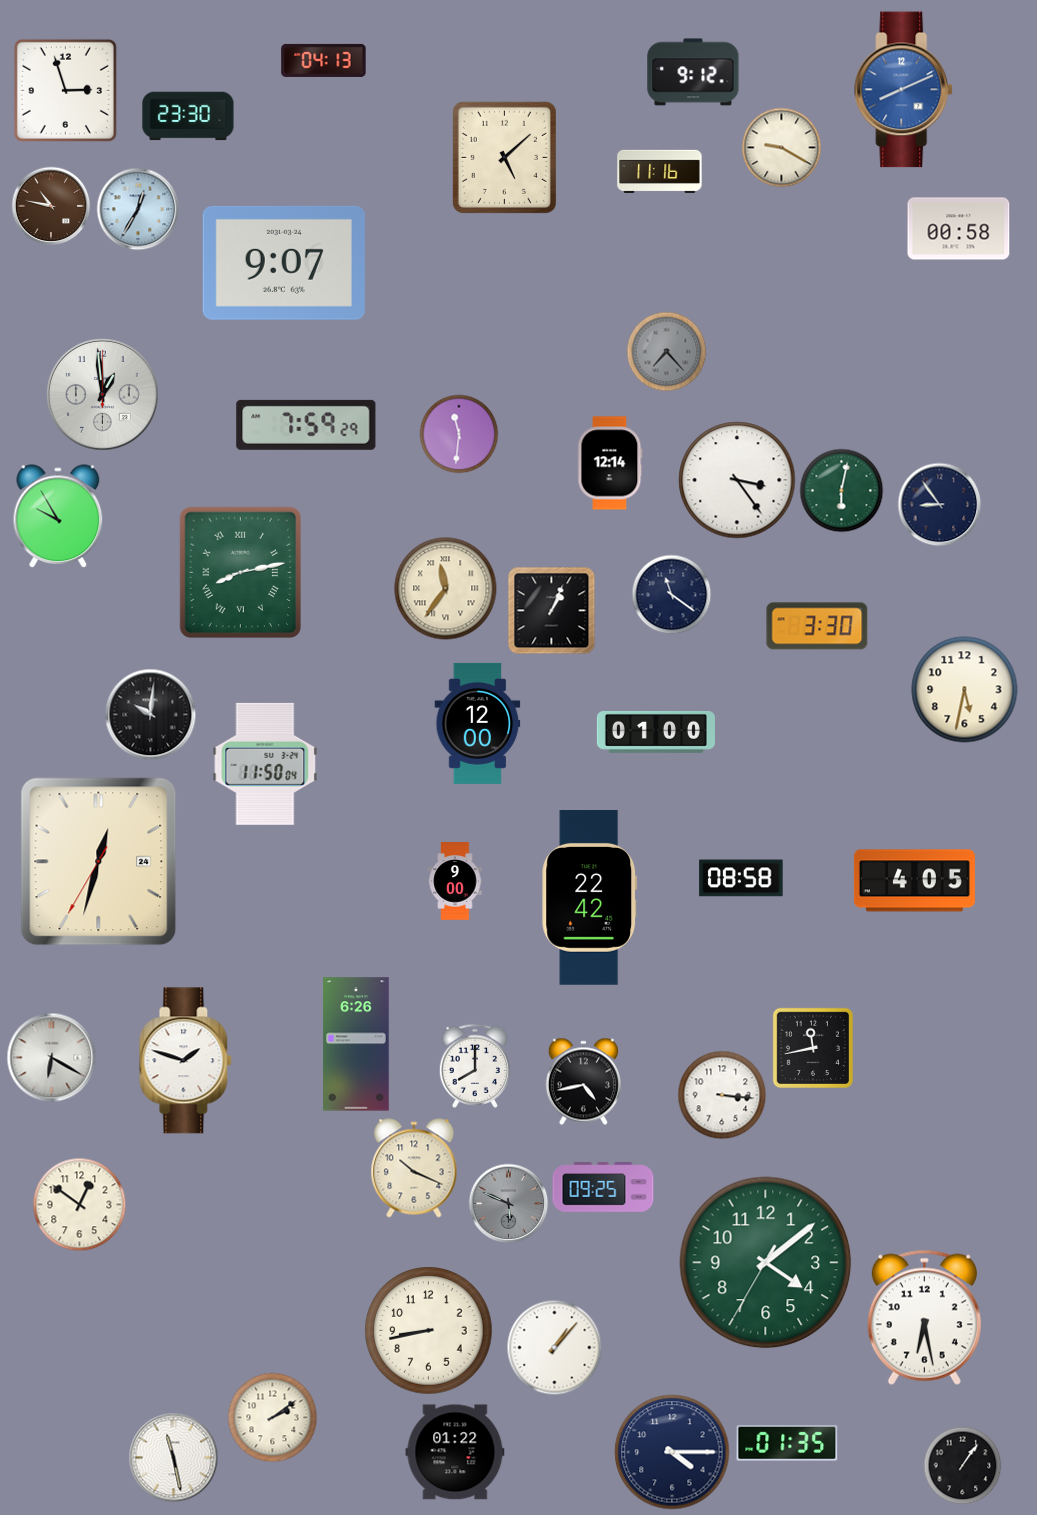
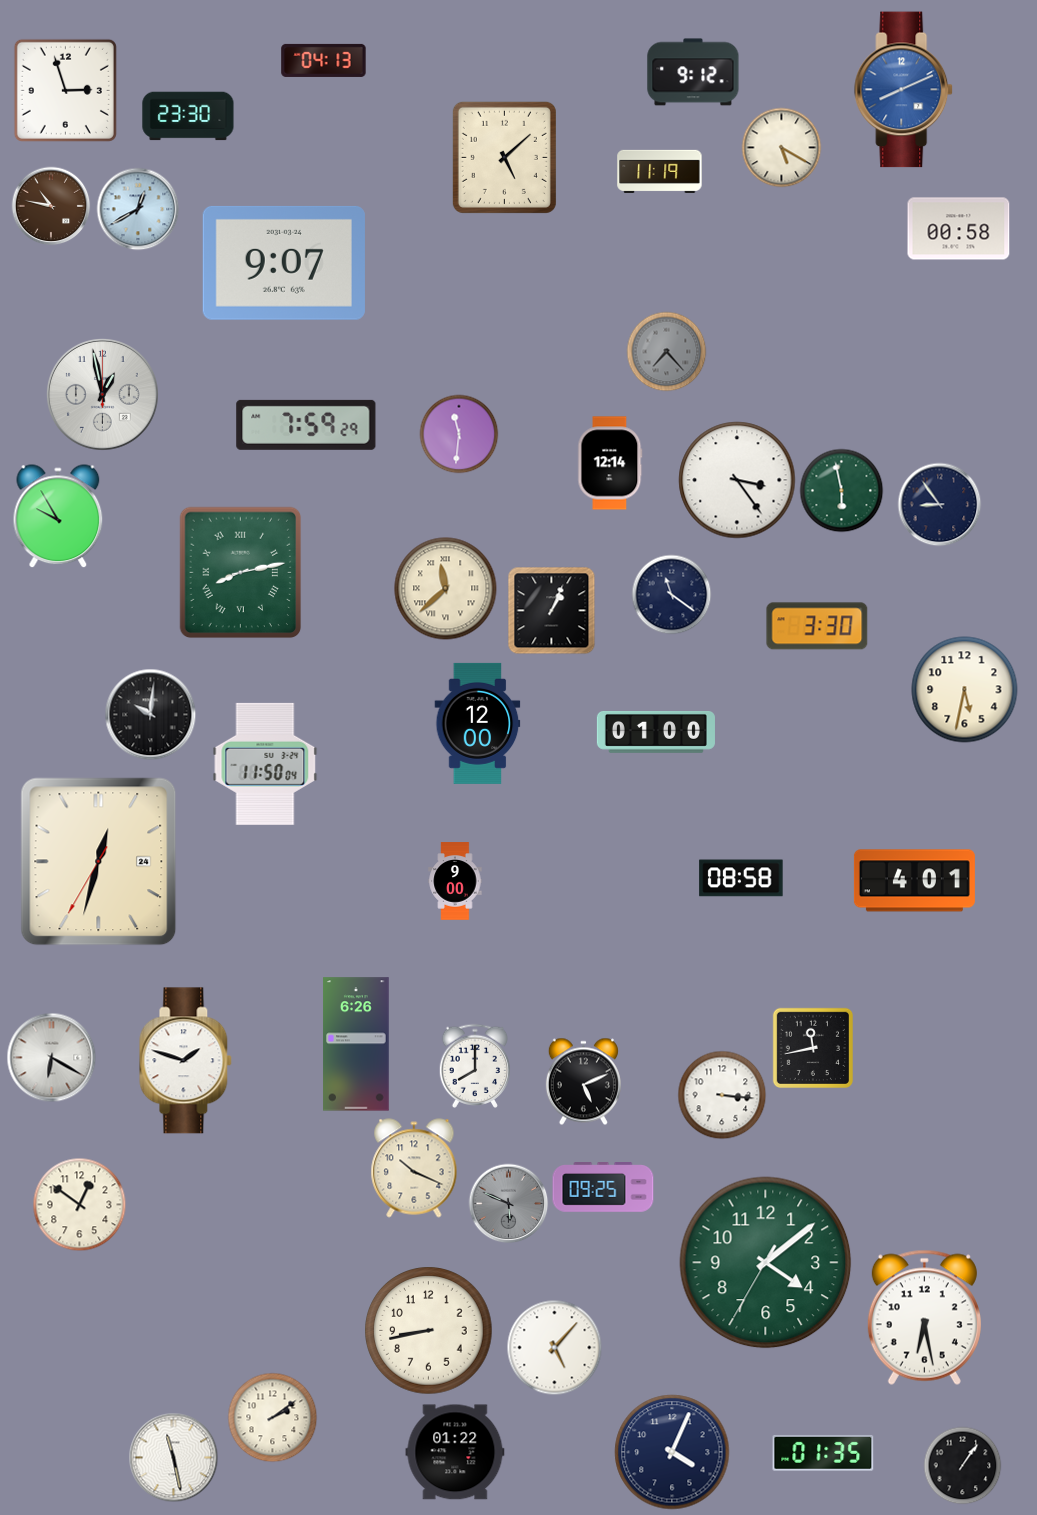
clock at (781, 147): 9:20 -> 5:20
clock at (660, 171): 11:16 -> 11:19
clock at (138, 209): 12:35 -> 12:40
clock at (102, 394): 12:59 -> 12:58
clock at (841, 490): 6:02 -> 5:58
clock at (446, 589): 11:36 -> 11:38
clock at (914, 881): 4:05 -> 4:01
clock at (590, 898): 22:42 -> none
clock at (583, 1081): 4:43 -> 5:11
clock at (554, 1347): 1:07 -> 5:07
clock at (787, 1443) position: (787, 1443) -> (823, 1453)
clock at (672, 1452): 4:15 -> 4:04
